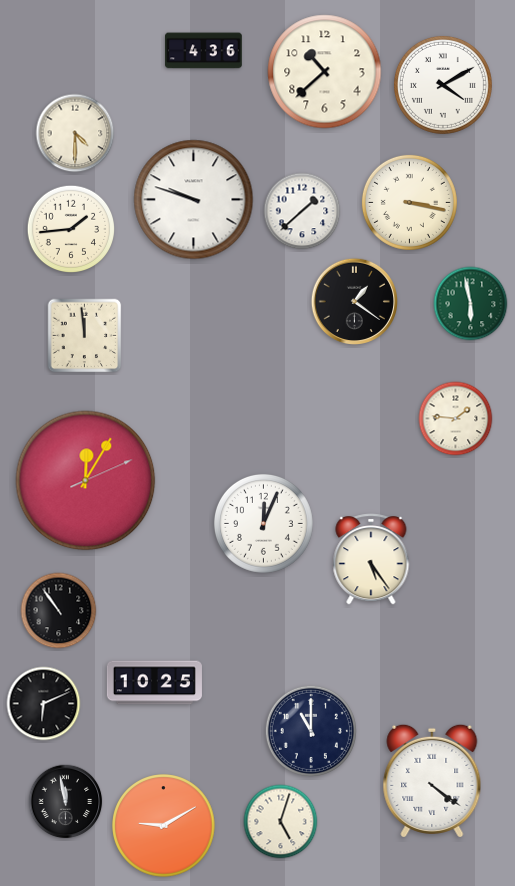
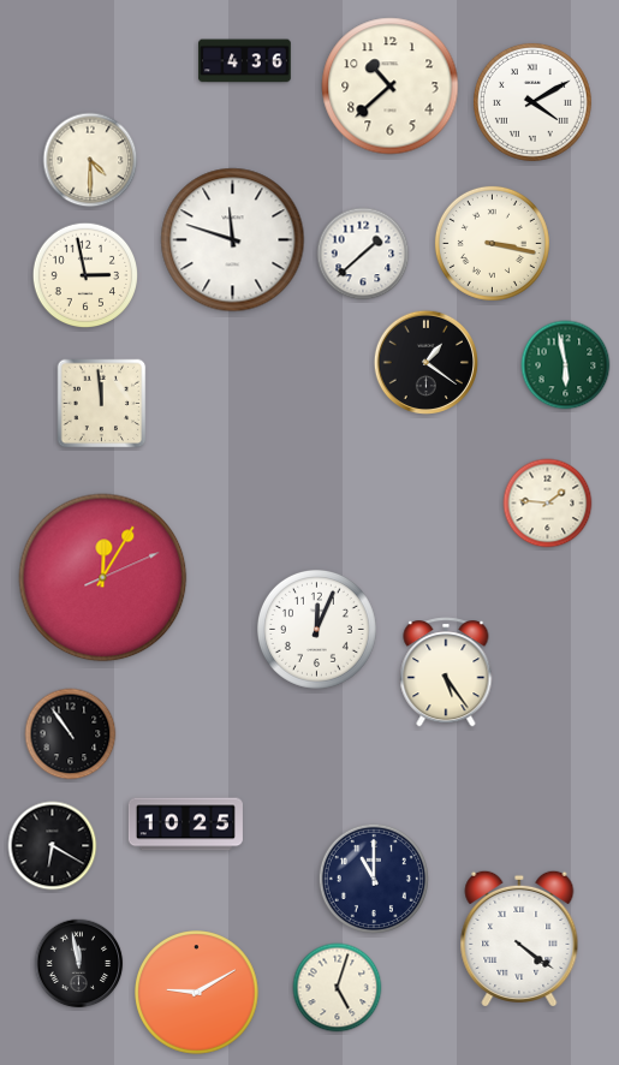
clock at (194, 200): 9:48 -> 11:48
clock at (71, 229): 1:44 -> 2:58
clock at (154, 683) position: (154, 683) -> (185, 825)
clock at (44, 704): 6:11 -> 6:20
